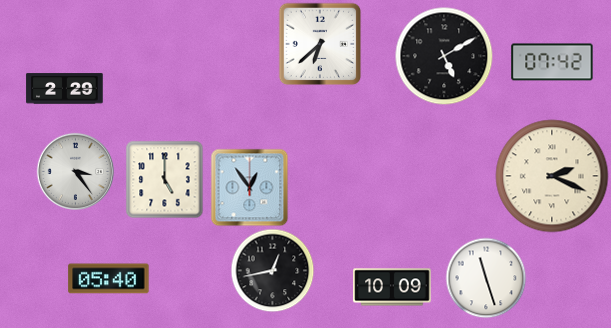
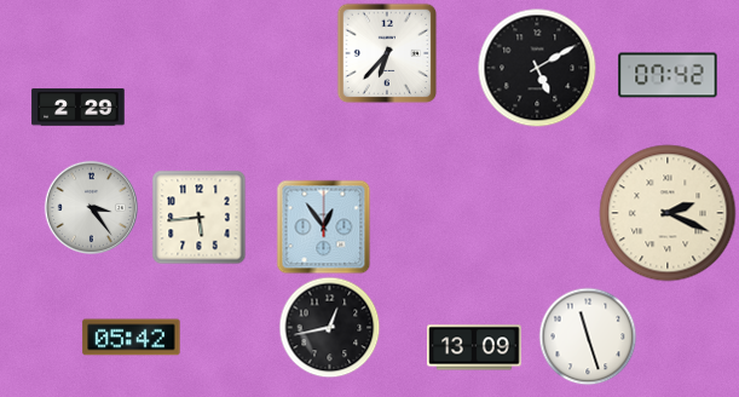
clock at (320, 44): 6:38 -> 6:37
clock at (164, 179): 5:00 -> 5:44
clock at (249, 187) position: (249, 187) -> (323, 226)
clock at (109, 279): 05:40 -> 05:42
clock at (392, 287): 10:09 -> 13:09
